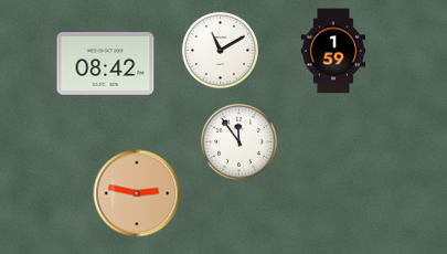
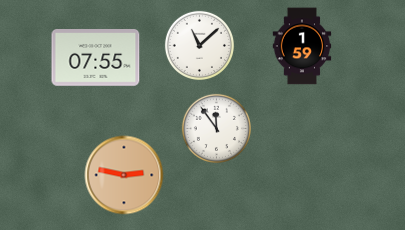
clock at (220, 50): 11:10 -> 11:08
clock at (106, 64): 08:42 -> 07:55
